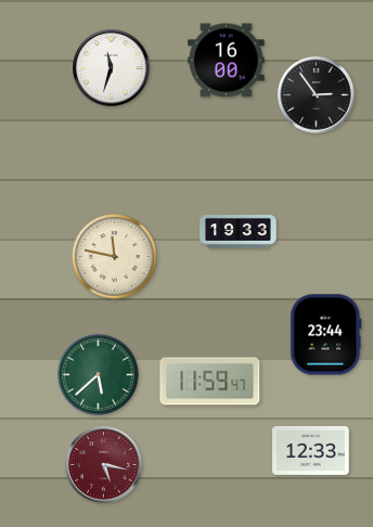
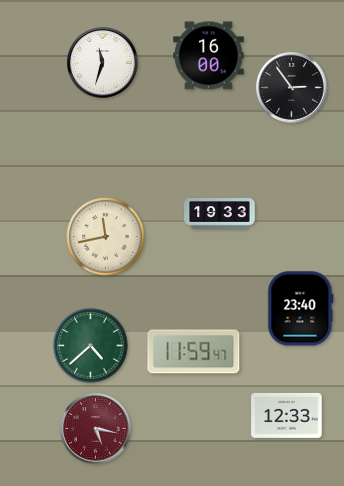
clock at (115, 257): 11:47 -> 11:43
clock at (326, 335): 23:44 -> 23:40
clock at (99, 375): 5:38 -> 4:38
